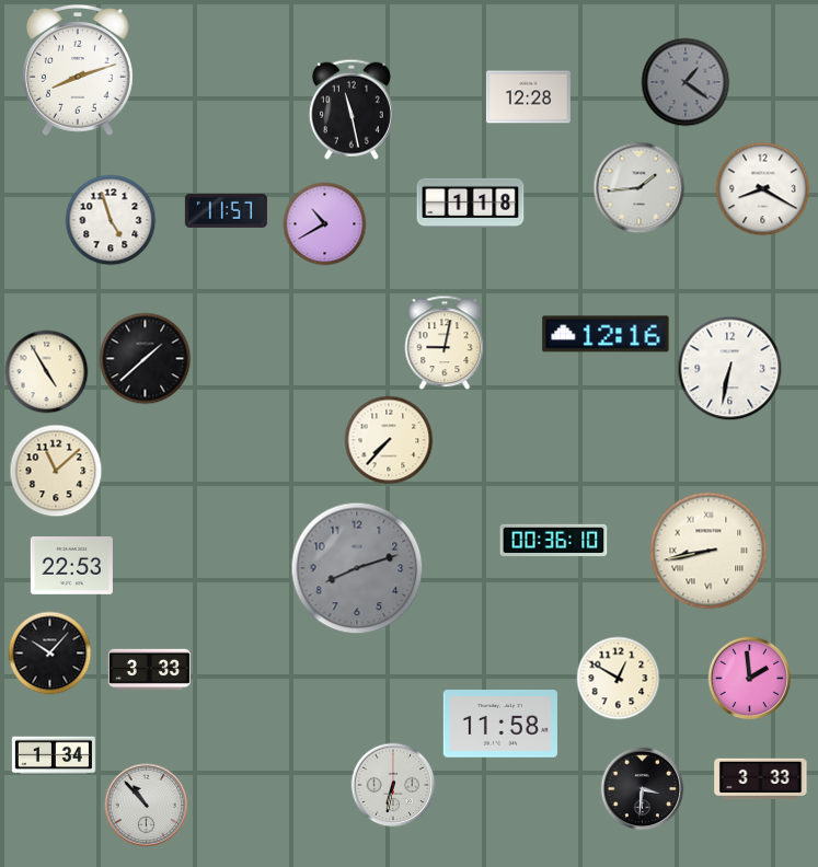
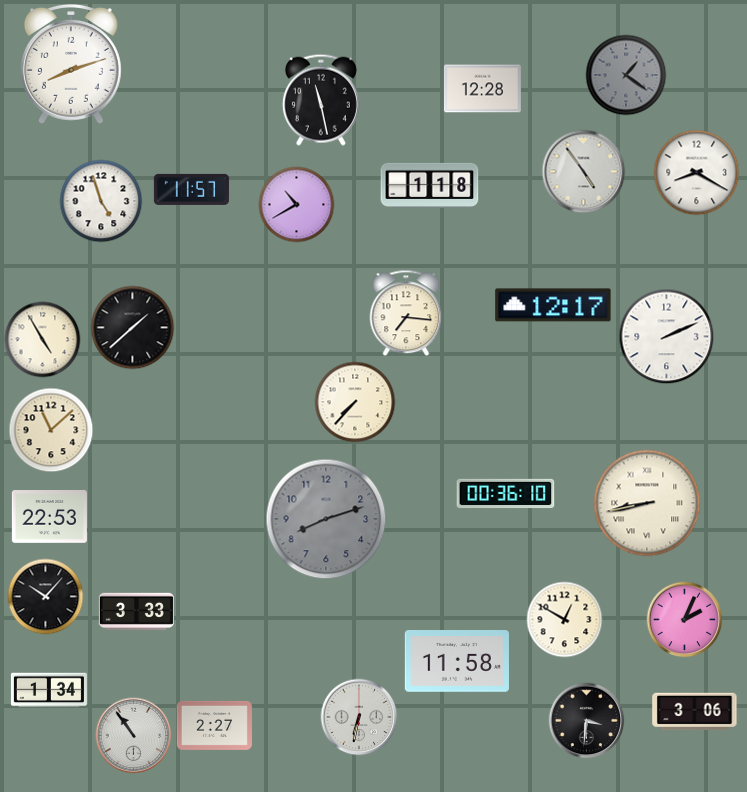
clock at (640, 188): 1:44 -> 4:54
clock at (226, 210) position: (226, 210) -> (191, 189)
clock at (606, 334): 12:16 -> 12:17
clock at (445, 343): 9:02 -> 7:16
clock at (730, 369): 6:32 -> 2:11
clock at (71, 566) position: (71, 566) -> (49, 517)
clock at (750, 679): 1:59 -> 2:04
clock at (761, 779): 3:33 -> 3:06
clock at (214, 725): none -> 2:27
clock at (147, 806): 10:53 -> 10:54
